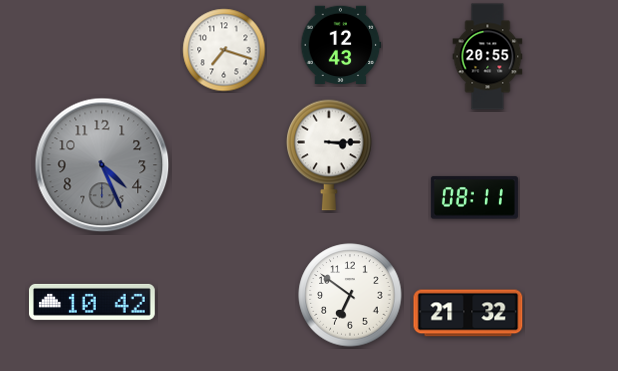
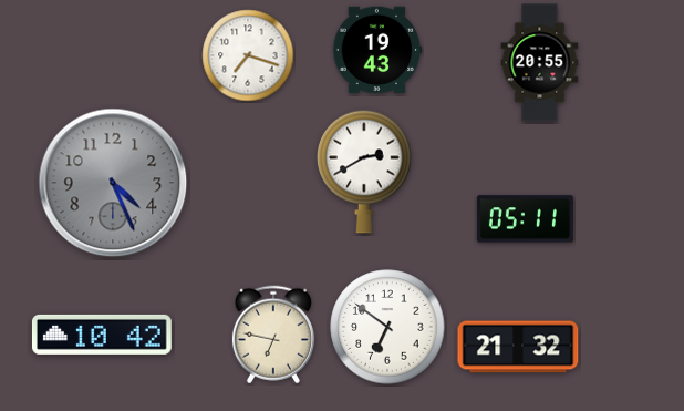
clock at (341, 44): 12:43 -> 19:43
clock at (329, 155): 3:15 -> 2:40
clock at (474, 198): 08:11 -> 05:11
clock at (273, 335): none -> 6:47
